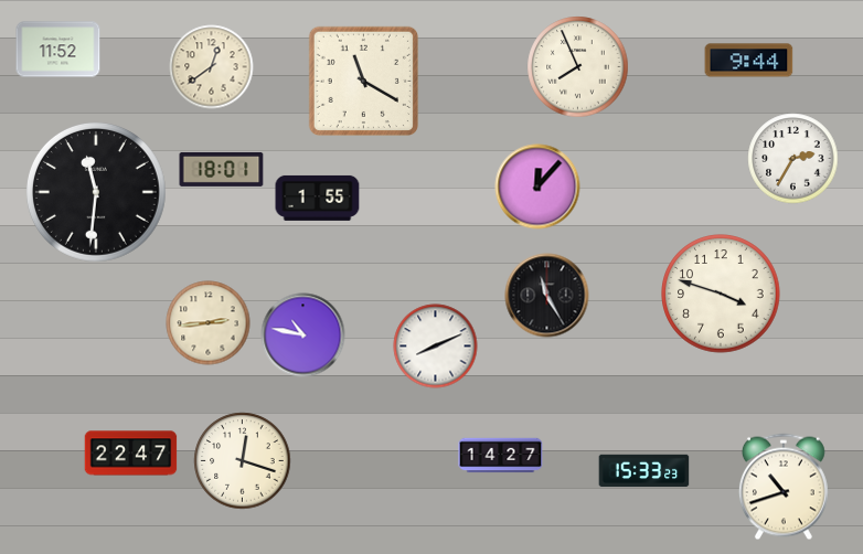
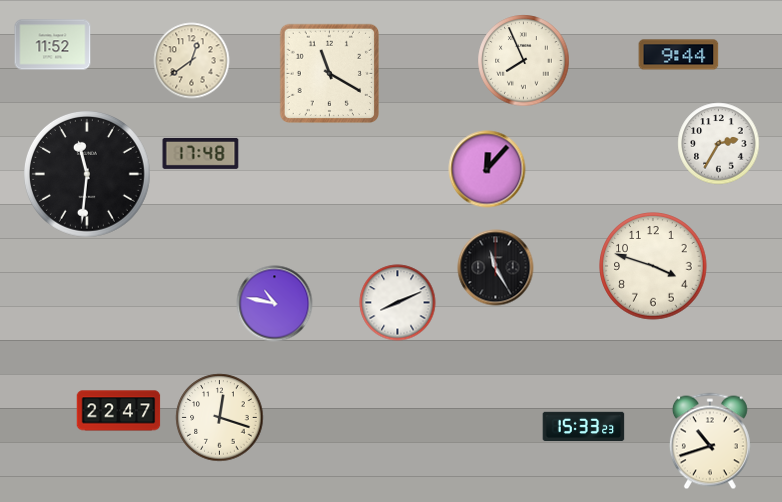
clock at (222, 169): 18:01 -> 17:48
clock at (318, 198): 1:55 -> none
clock at (209, 323): 2:44 -> none
clock at (436, 347) position: (436, 347) -> (398, 303)
clock at (501, 456): 14:27 -> none
